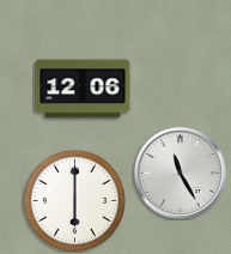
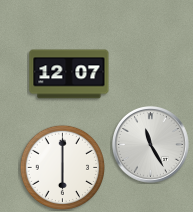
clock at (83, 89): 12:06 -> 12:07
